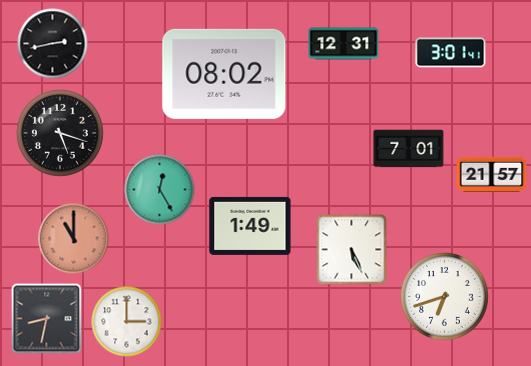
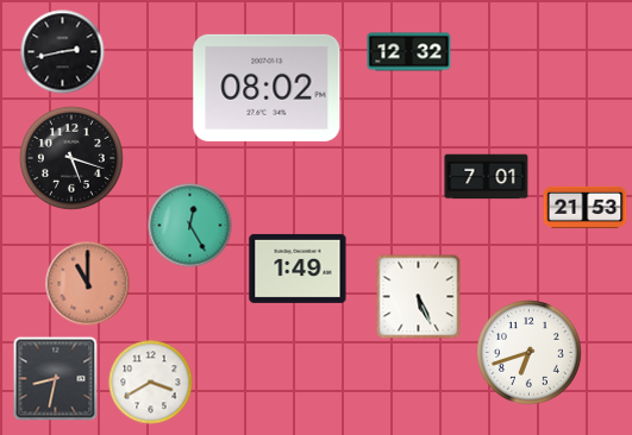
clock at (344, 44): 12:31 -> 12:32
clock at (451, 53): 3:01 -> none
clock at (492, 174): 21:57 -> 21:53
clock at (127, 322): 3:00 -> 3:40
